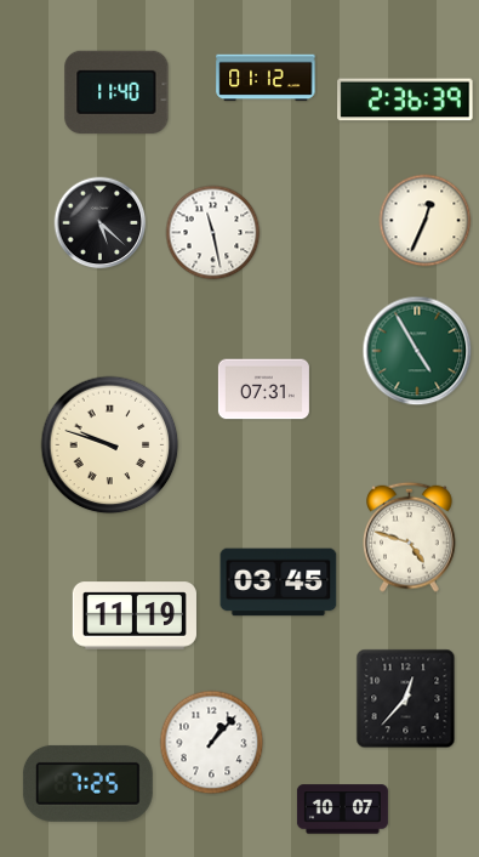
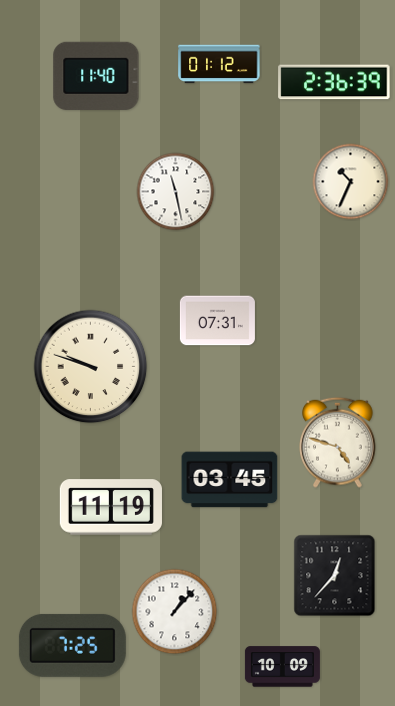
clock at (426, 221): 12:34 -> 10:34
clock at (101, 223): 5:22 -> none
clock at (417, 351): 4:55 -> none
clock at (342, 810): 10:07 -> 10:09
